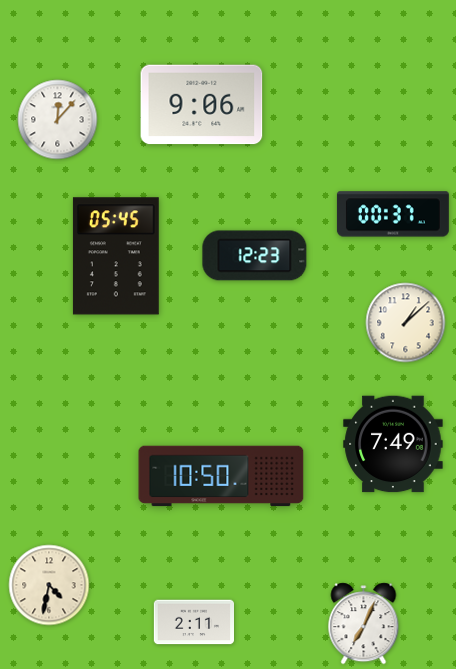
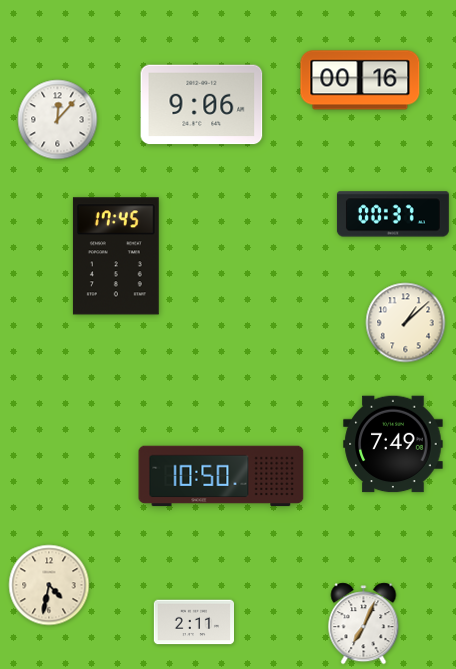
clock at (360, 80): none -> 00:16
clock at (116, 256): 05:45 -> 17:45
clock at (255, 256): 12:23 -> none
